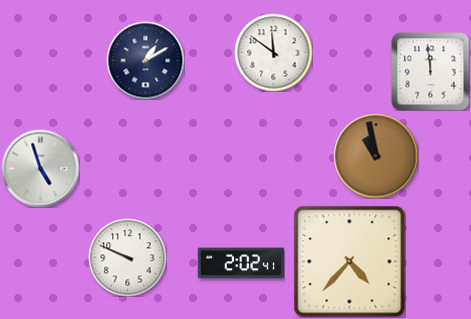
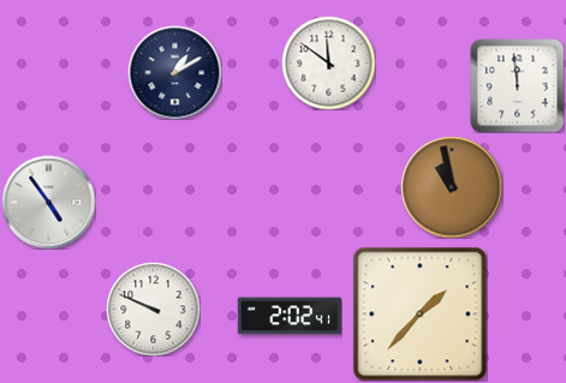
clock at (40, 168): 4:57 -> 4:54
clock at (349, 261): 4:37 -> 1:37
